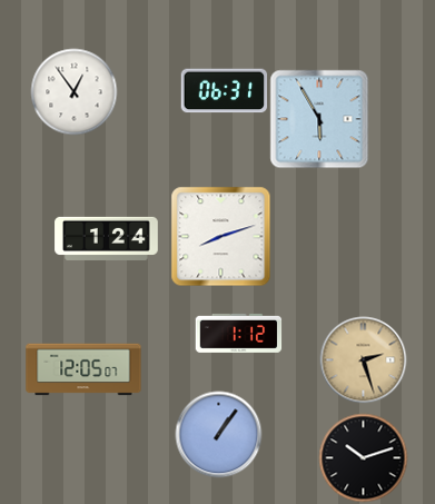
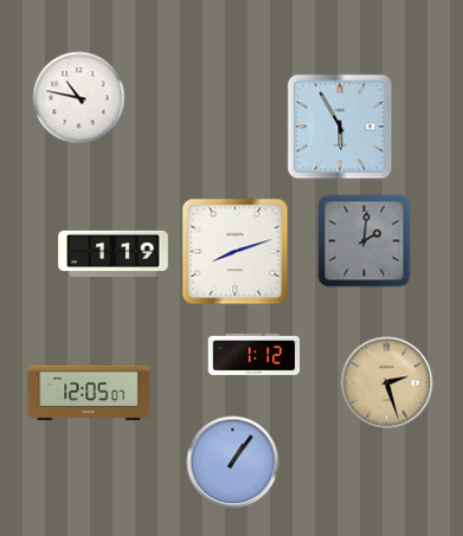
clock at (73, 91): 12:54 -> 10:47
clock at (224, 91): 06:31 -> none
clock at (364, 240): none -> 2:01
clock at (107, 238): 1:24 -> 1:19
clock at (363, 457): 10:12 -> none
